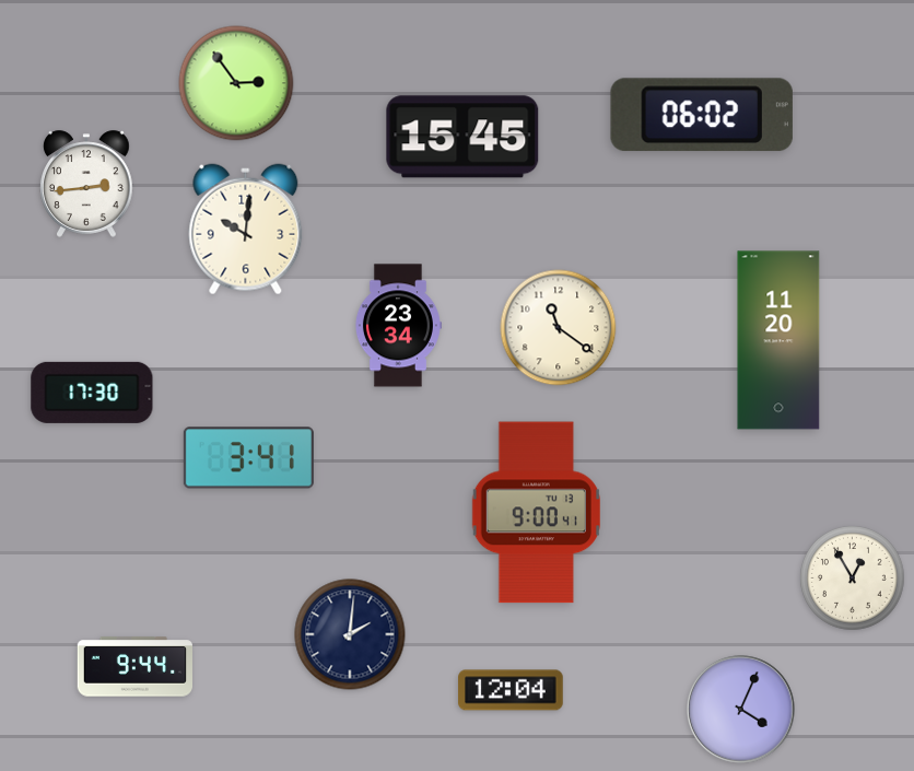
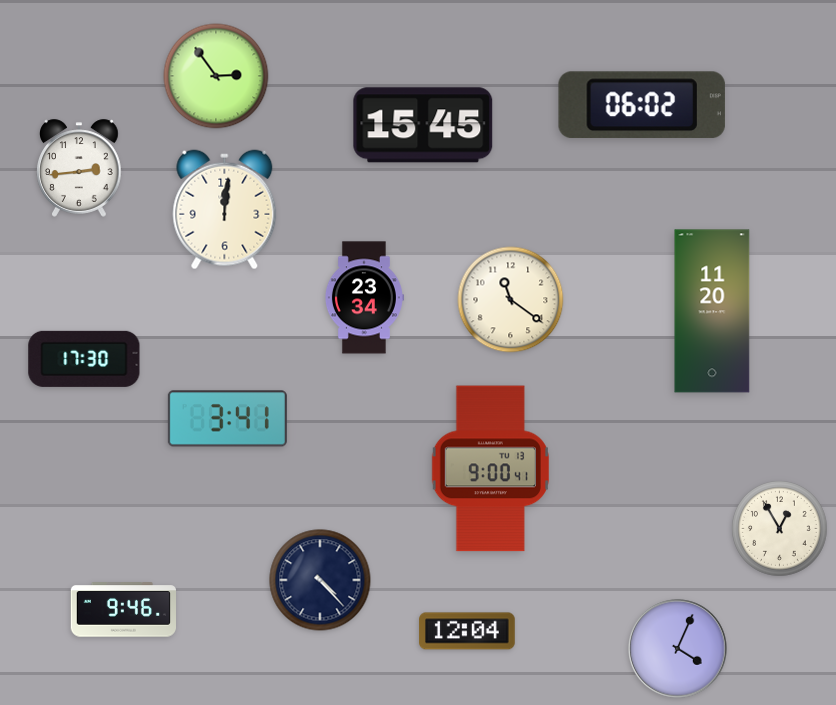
clock at (246, 230): 10:01 -> 12:01
clock at (350, 634): 2:01 -> 4:23
clock at (134, 667): 9:44 -> 9:46
